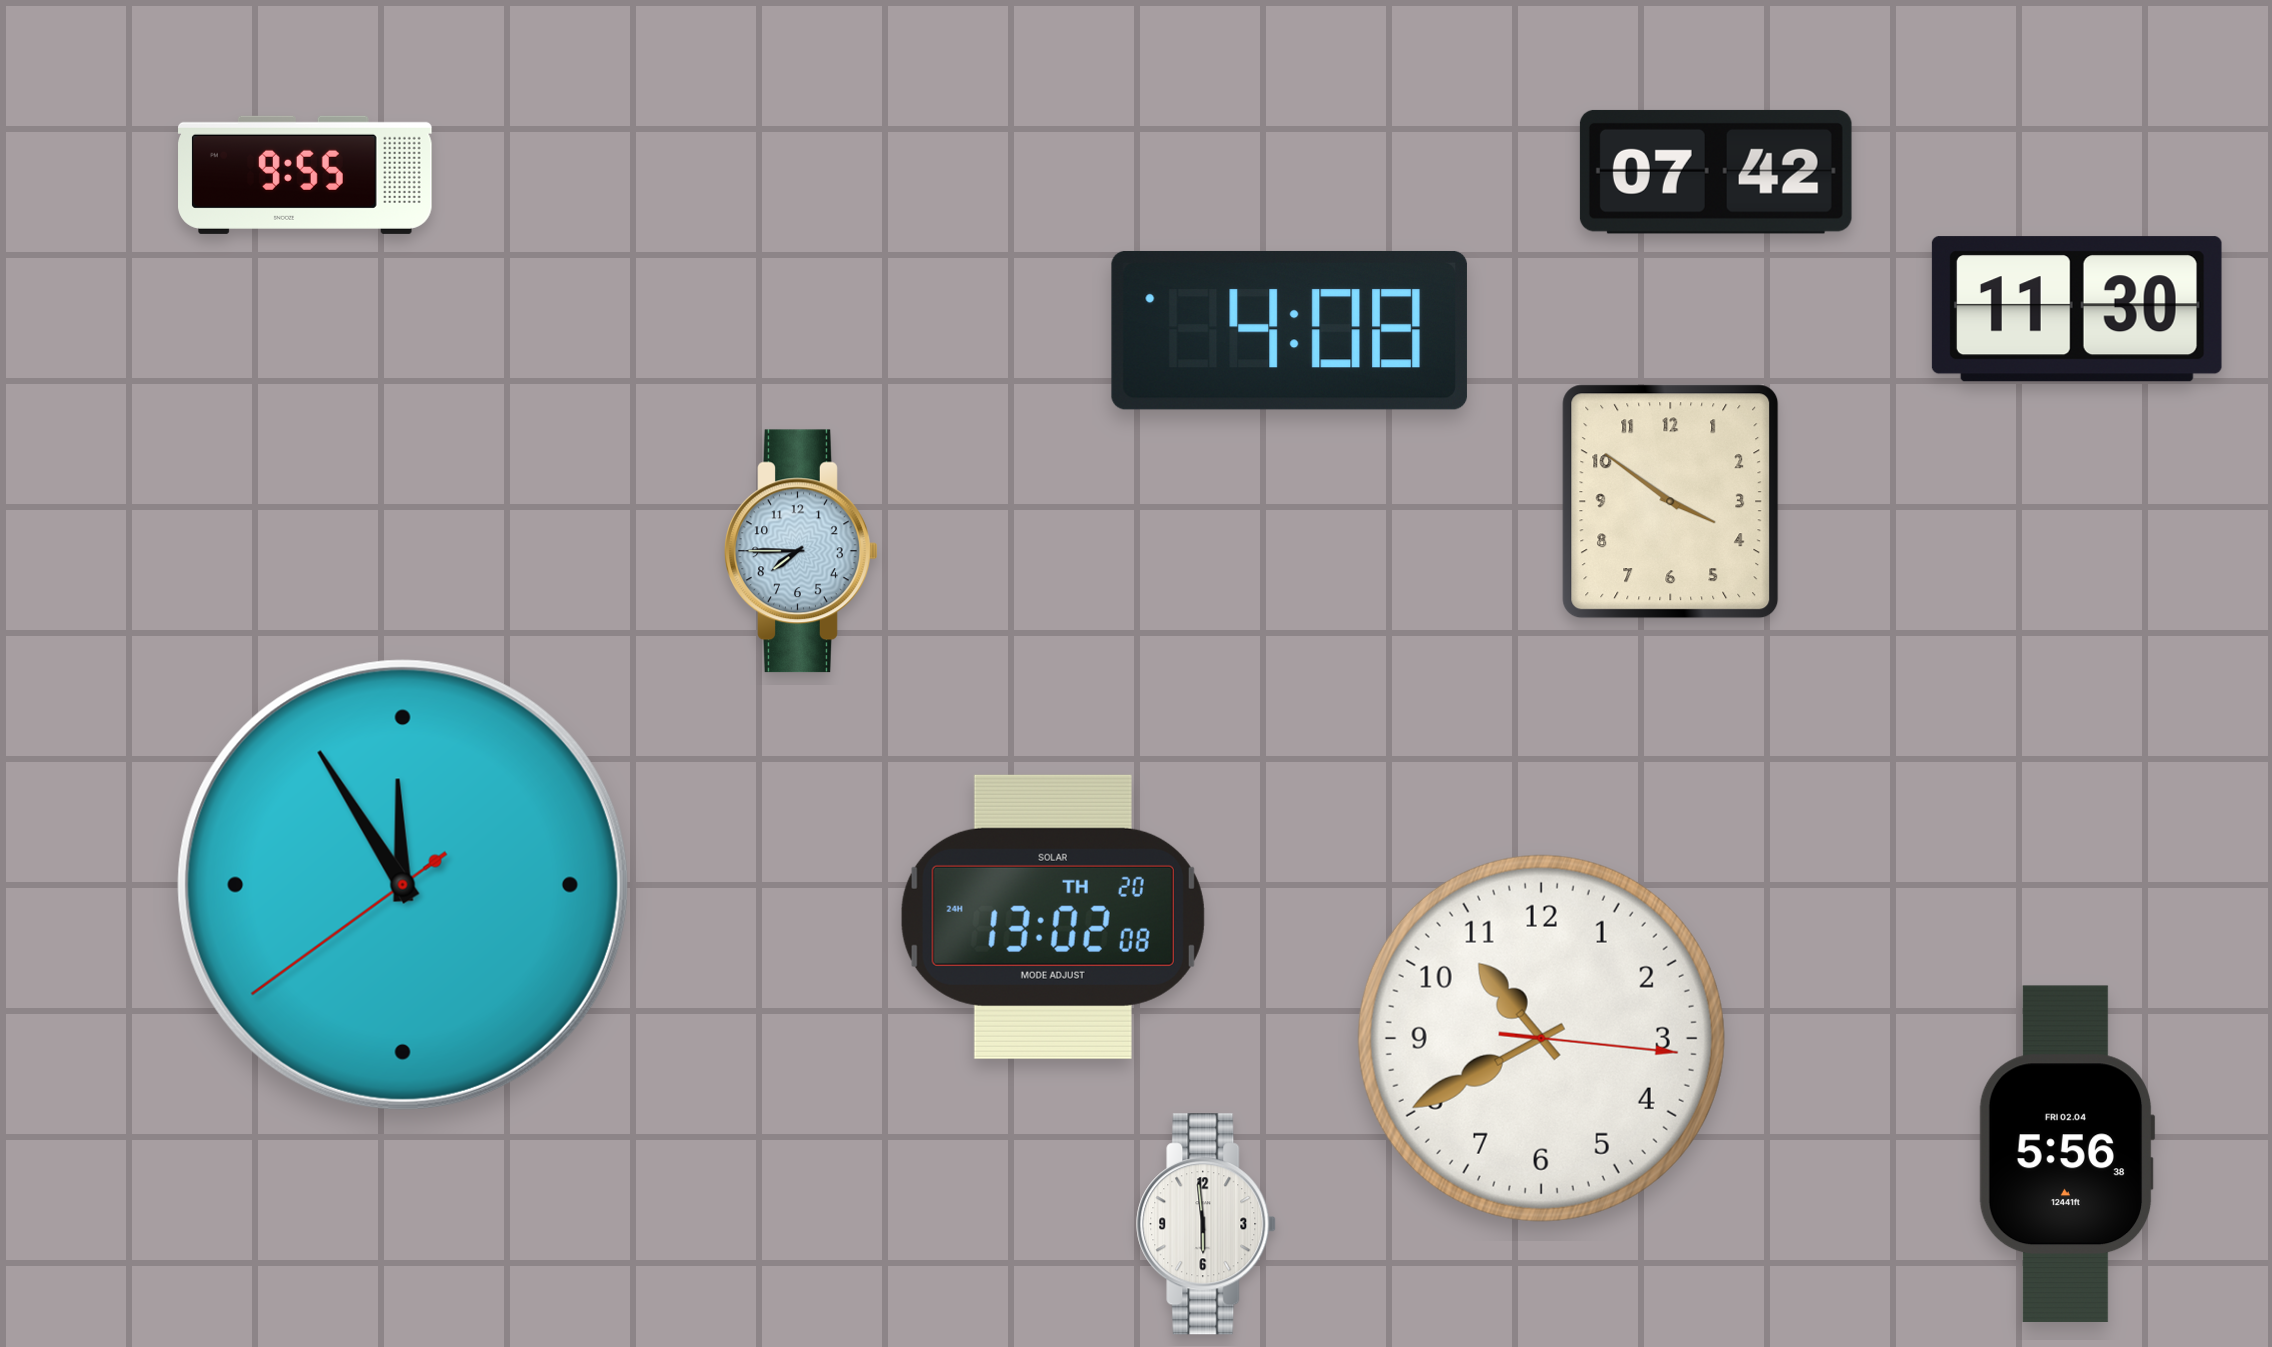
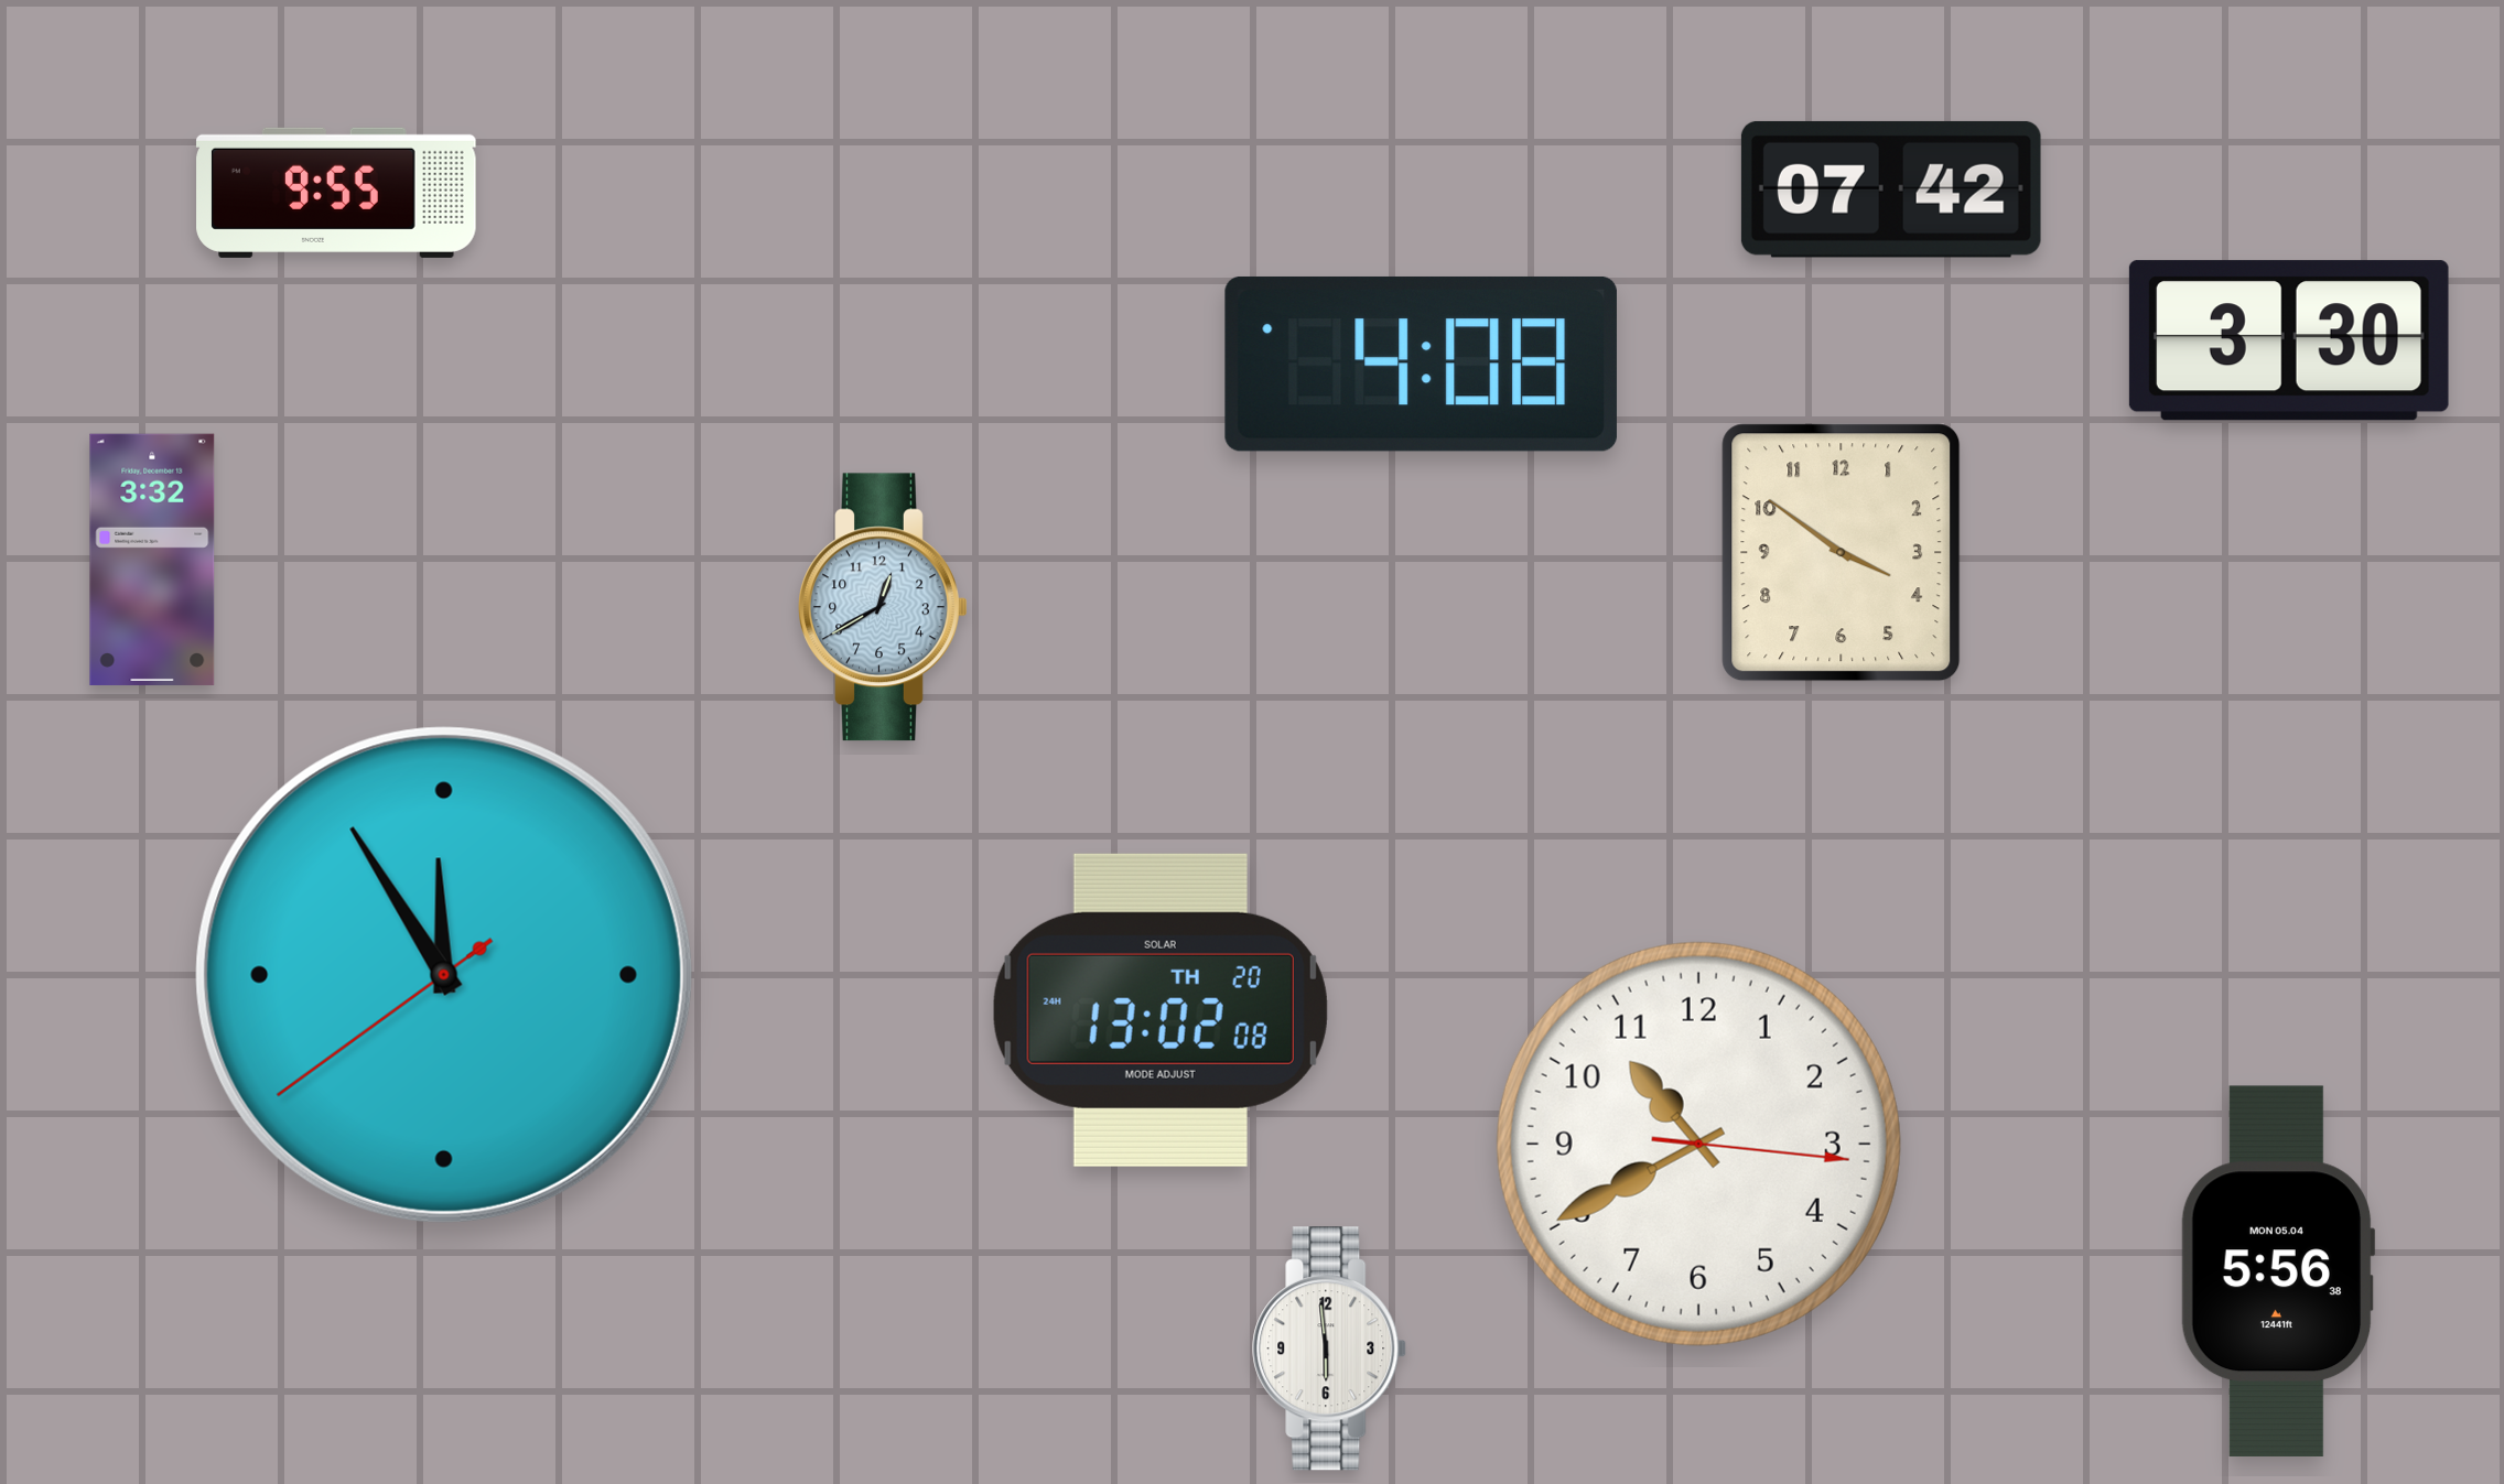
clock at (2077, 309): 11:30 -> 3:30
clock at (152, 560): none -> 3:32
clock at (801, 551): 7:45 -> 12:40
clock at (2067, 1153) date: FRI 02.04 -> MON 05.04
